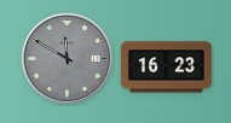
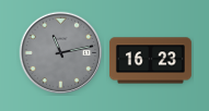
clock at (68, 59): 11:50 -> 11:13
